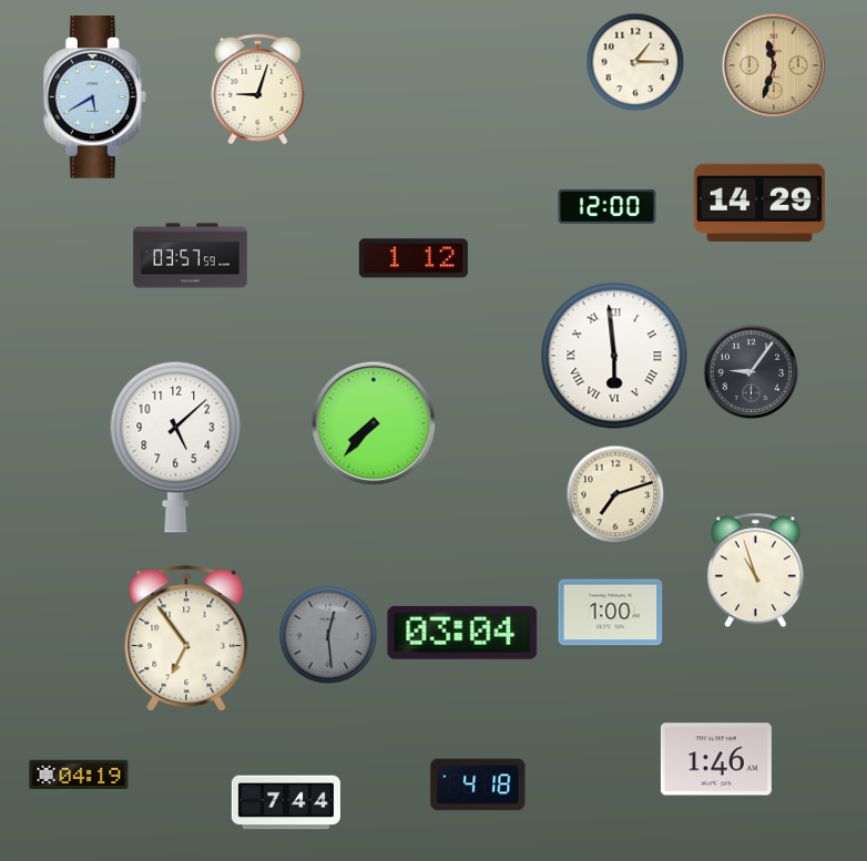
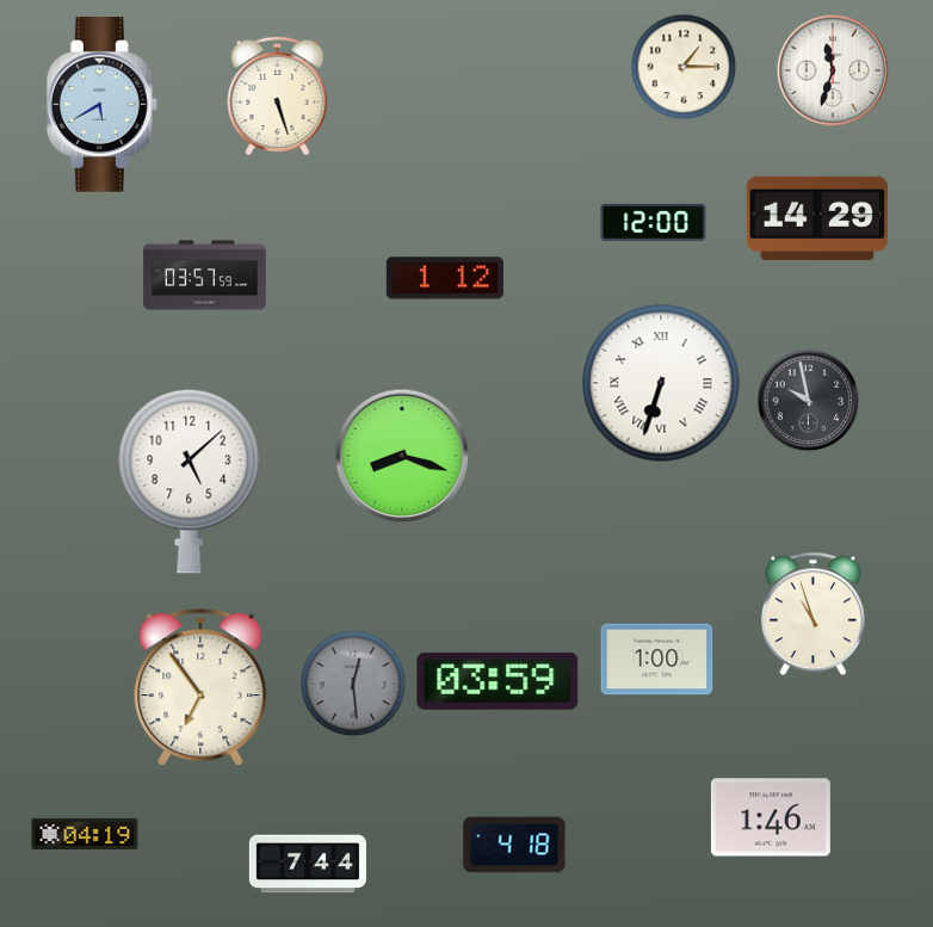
clock at (774, 65) dial: champagne -> white
clock at (258, 89): 9:03 -> 5:27
clock at (614, 356): 5:59 -> 6:33
clock at (752, 372): 9:06 -> 9:58
clock at (374, 423): 7:37 -> 8:18
clock at (615, 494): 7:12 -> none
clock at (462, 633): 03:04 -> 03:59
